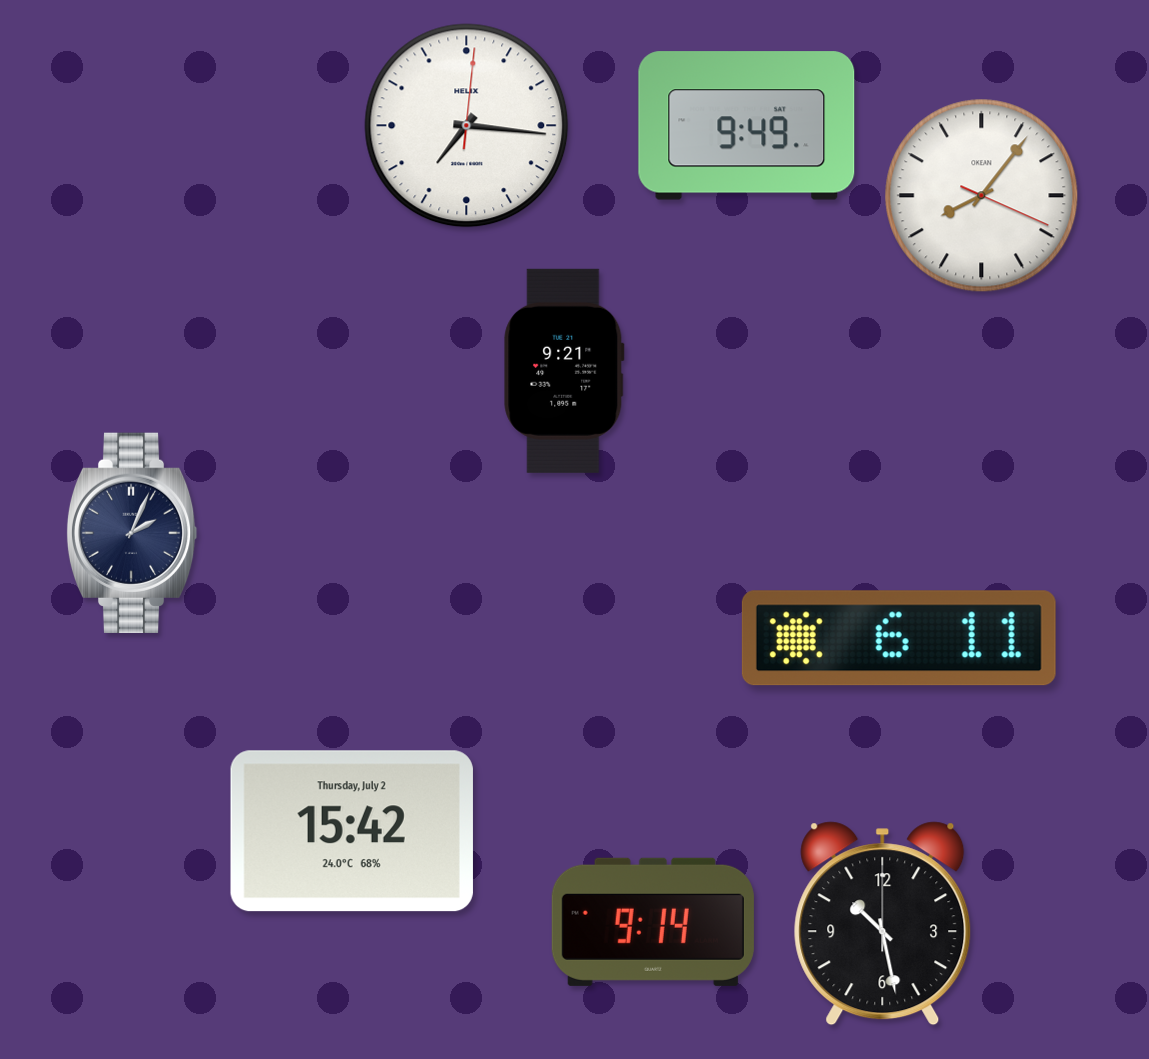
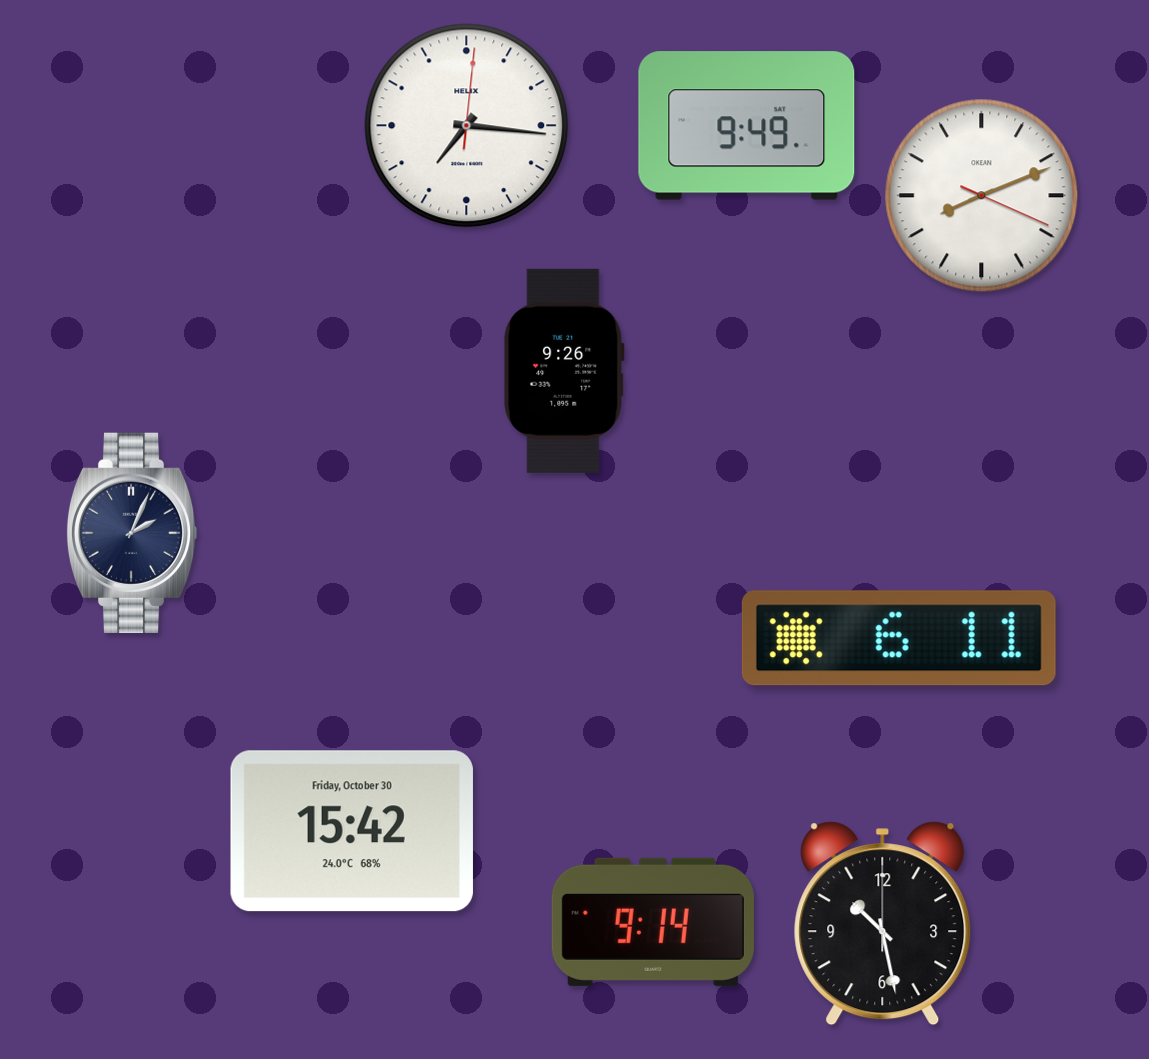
clock at (982, 196): 8:06 -> 8:11
clock at (564, 371): 9:21 -> 9:26
clock at (352, 831) date: Thursday, July 2 -> Friday, October 30
